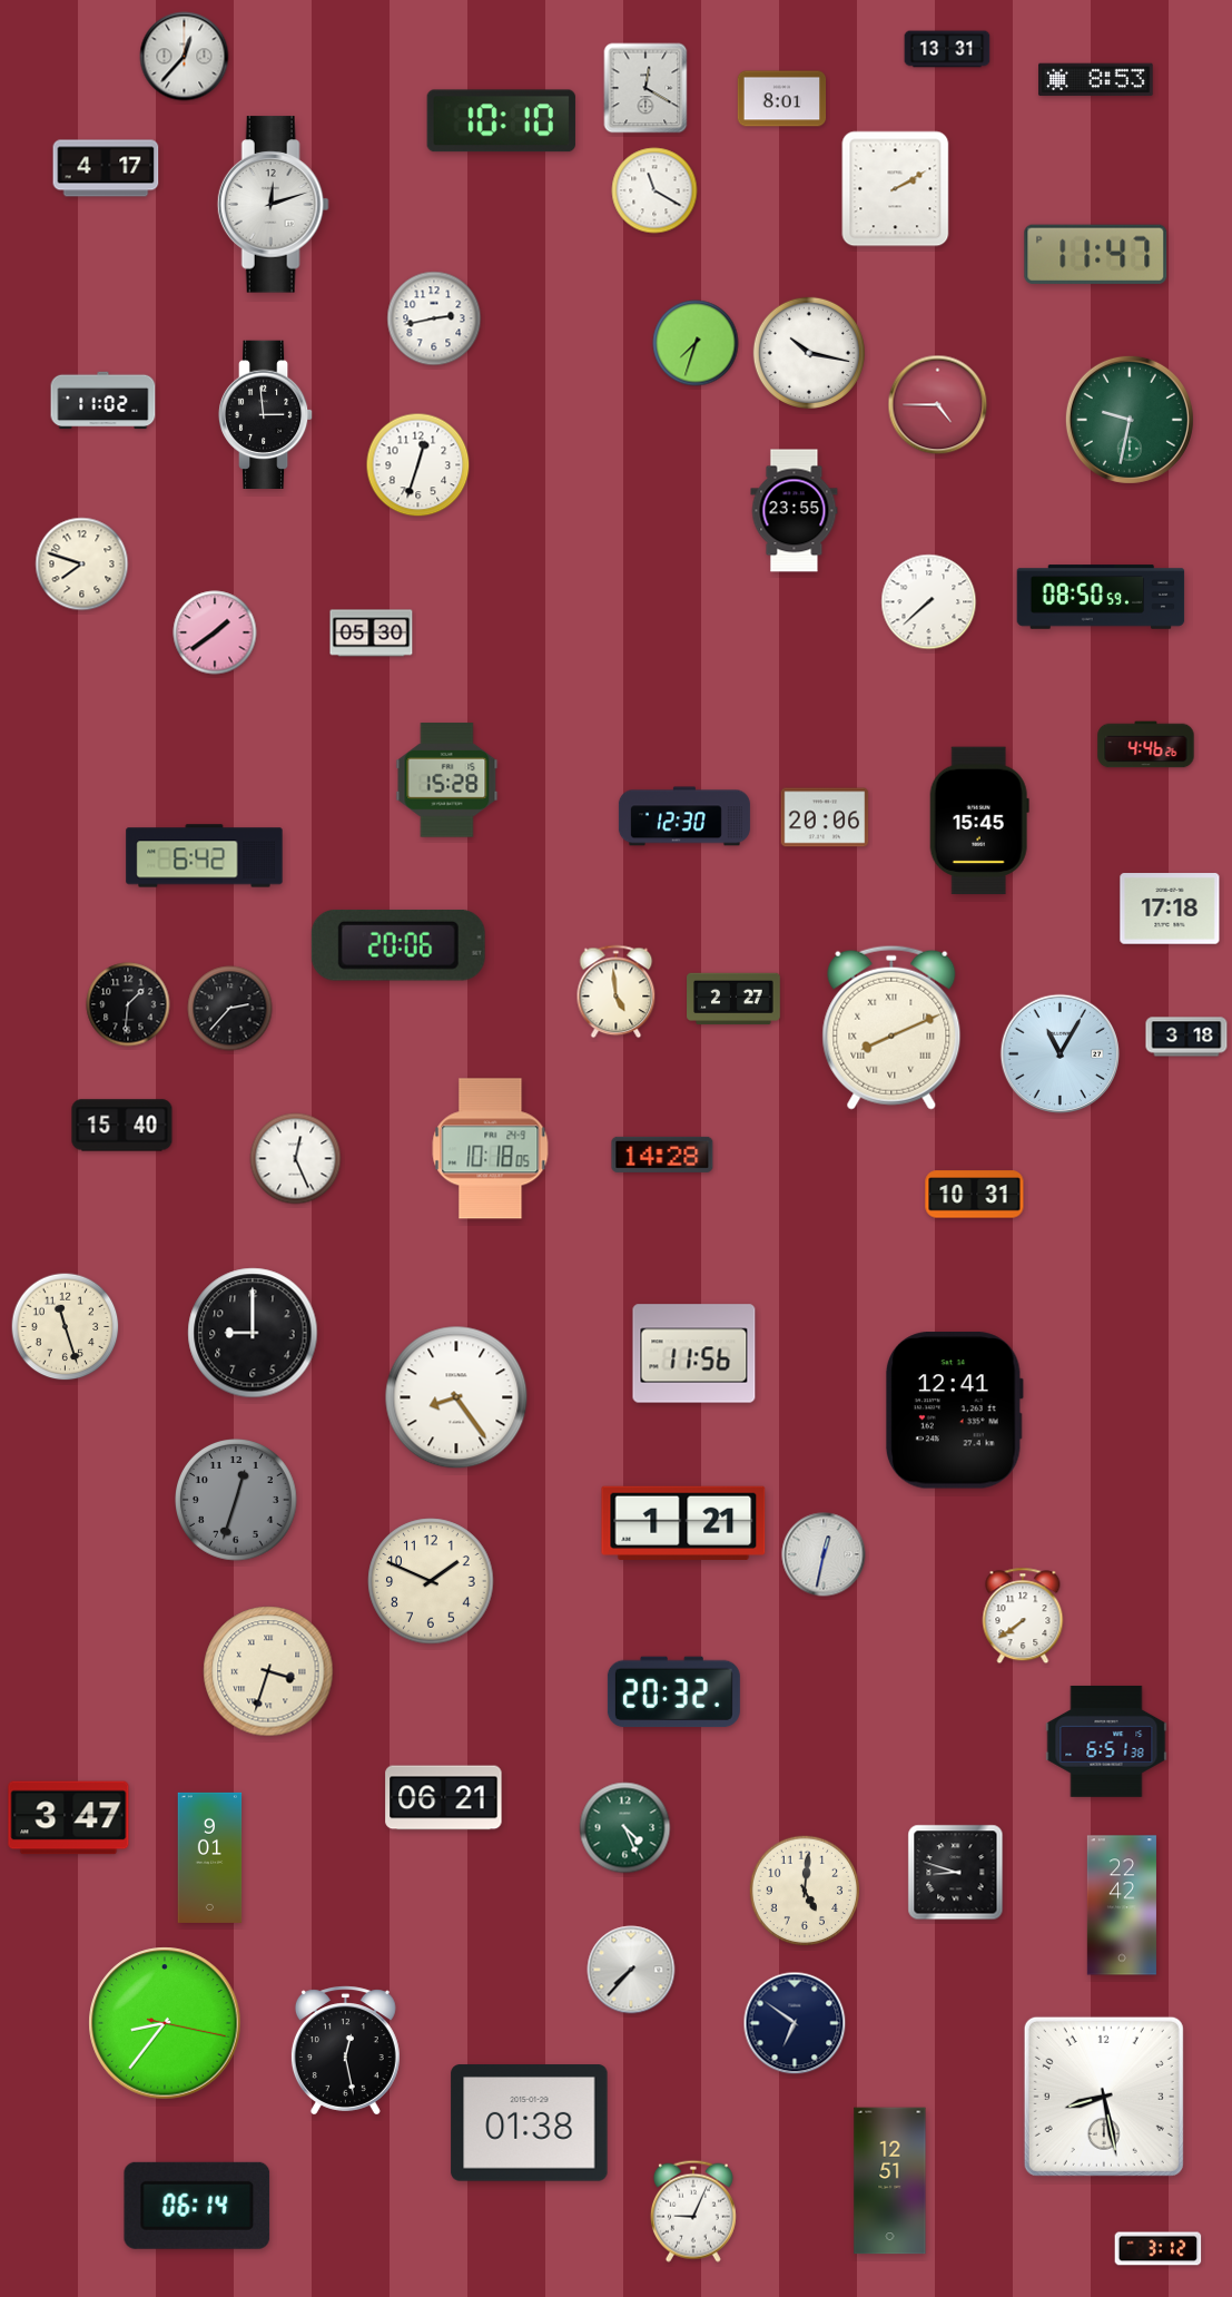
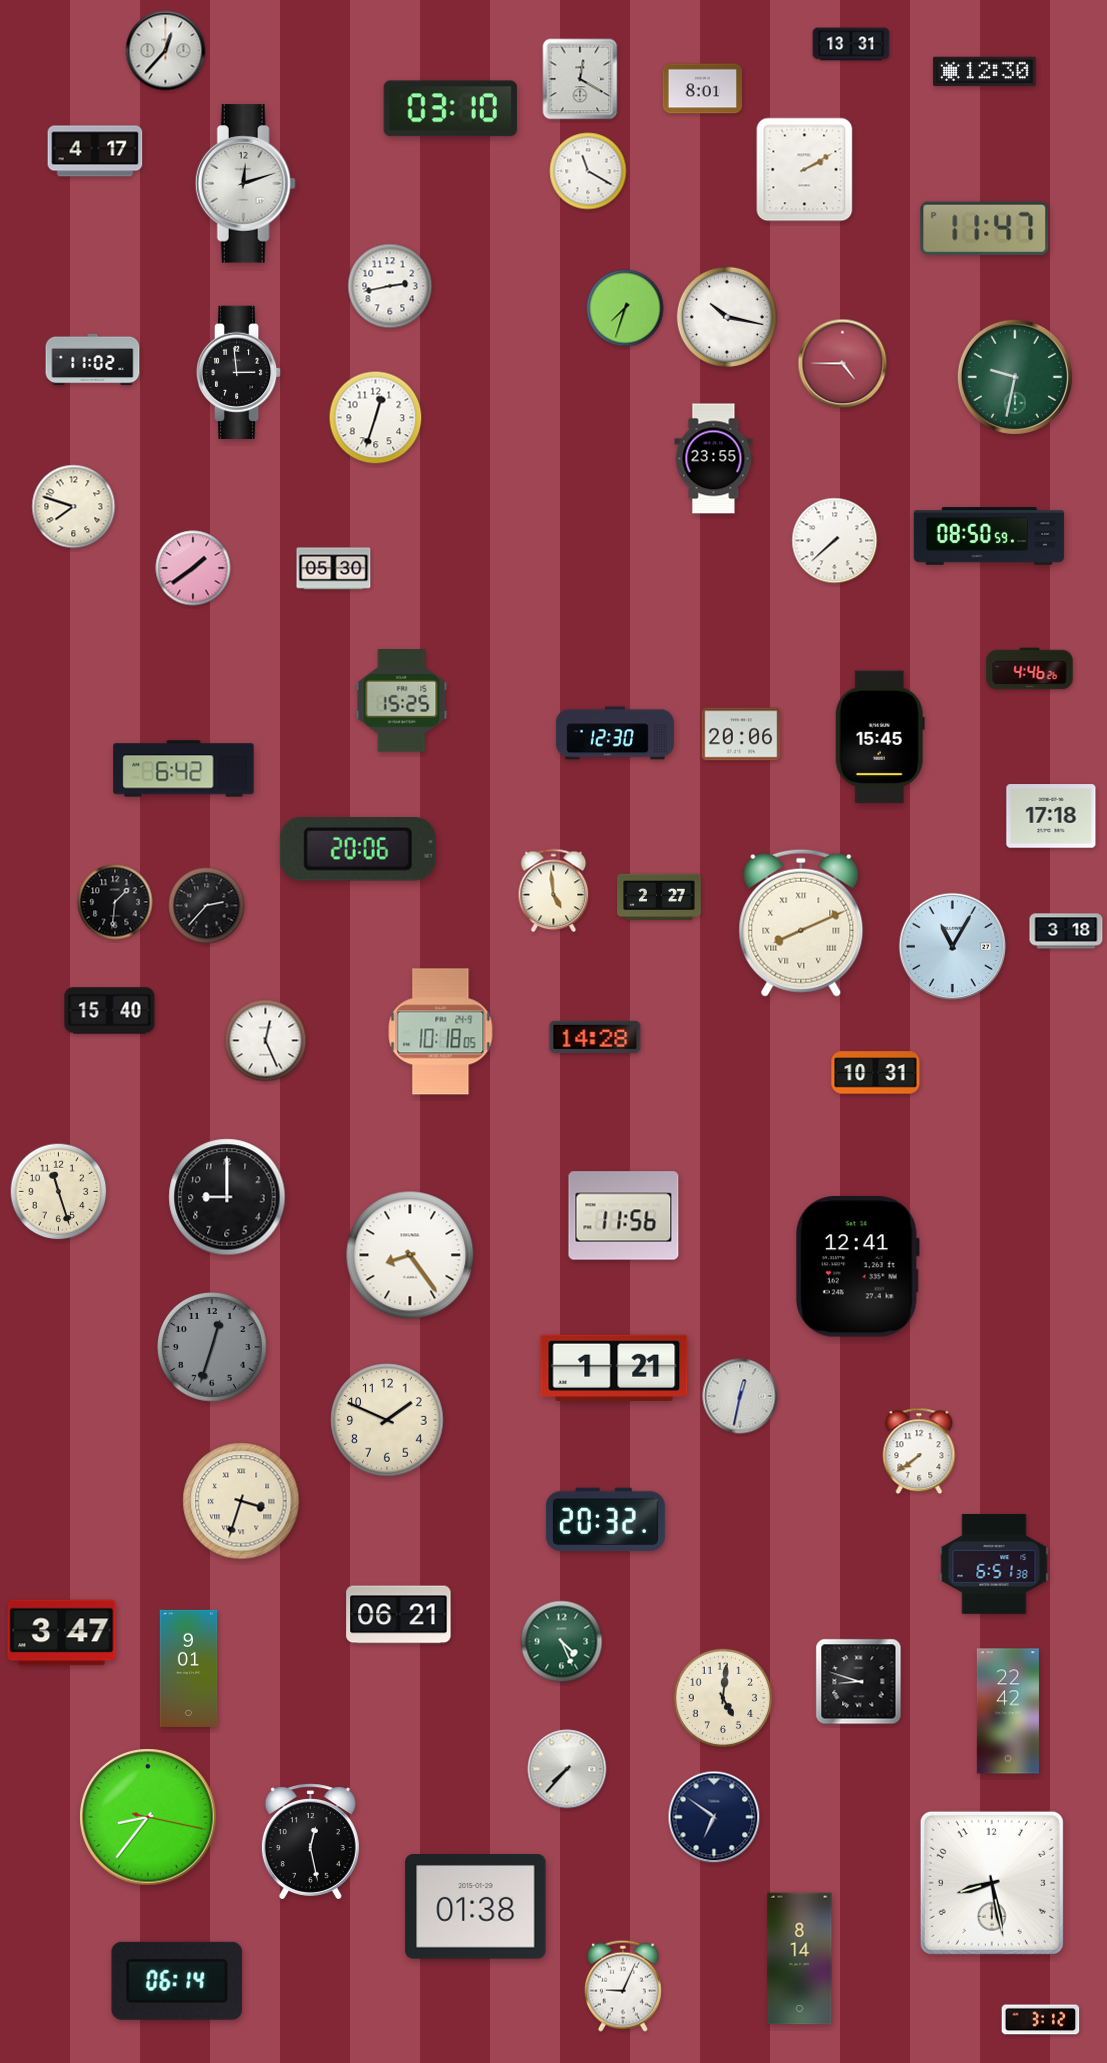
clock at (1096, 80): 8:53 -> 12:30
clock at (501, 121): 10:10 -> 03:10
clock at (447, 781): 15:28 -> 15:25
clock at (890, 2181): 12:51 -> 8:14
